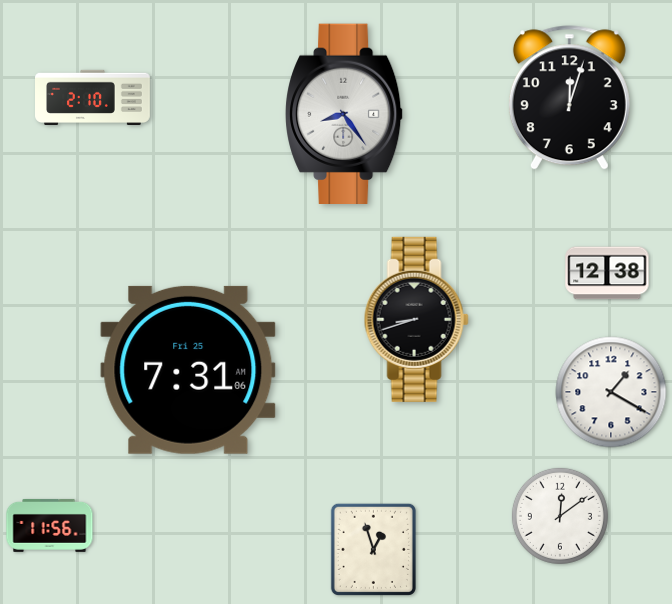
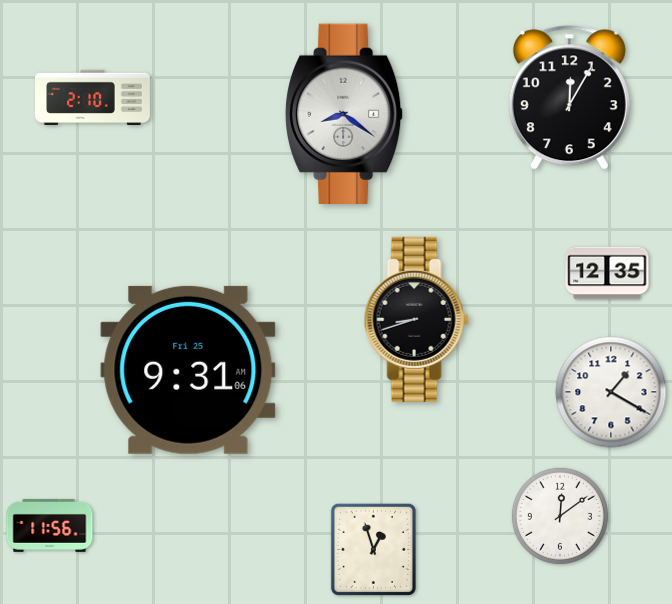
clock at (569, 98): 12:03 -> 12:05
clock at (345, 113): 8:24 -> 8:21
clock at (607, 273): 12:38 -> 12:35
clock at (188, 370): 7:31 -> 9:31
